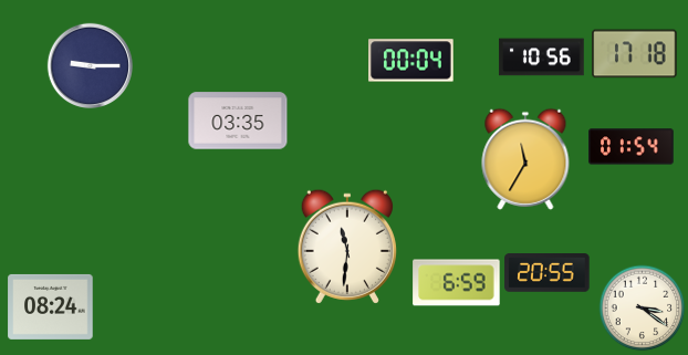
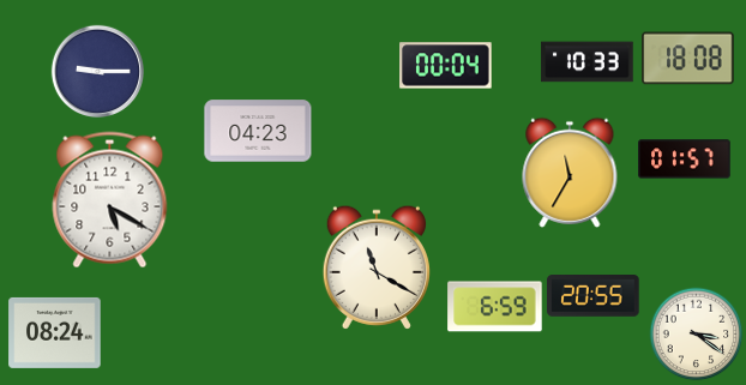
clock at (635, 54): 17:18 -> 18:08
clock at (542, 58): 10:56 -> 10:33
clock at (238, 121): 03:35 -> 04:23
clock at (632, 147): 01:54 -> 01:57
clock at (110, 200): none -> 5:20
clock at (347, 247): 11:31 -> 11:20
